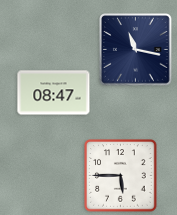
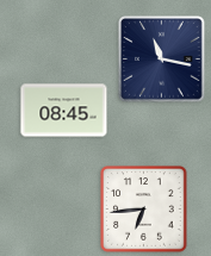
clock at (54, 93): 08:47 -> 08:45
clock at (121, 176): 5:45 -> 6:44
